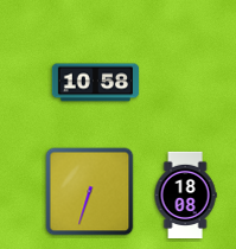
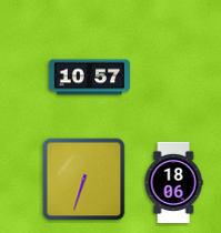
clock at (96, 83): 10:58 -> 10:57
clock at (185, 196): 18:08 -> 18:06
